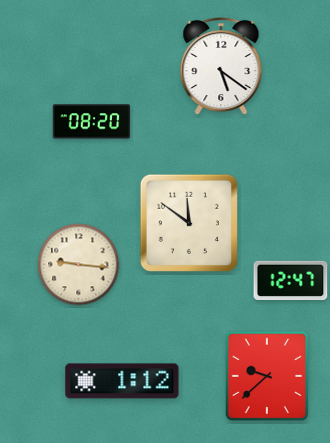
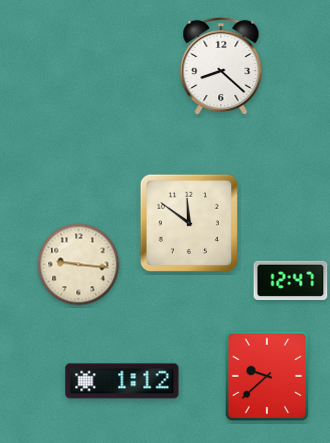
clock at (221, 66): 5:21 -> 8:22
clock at (92, 122): 08:20 -> none
